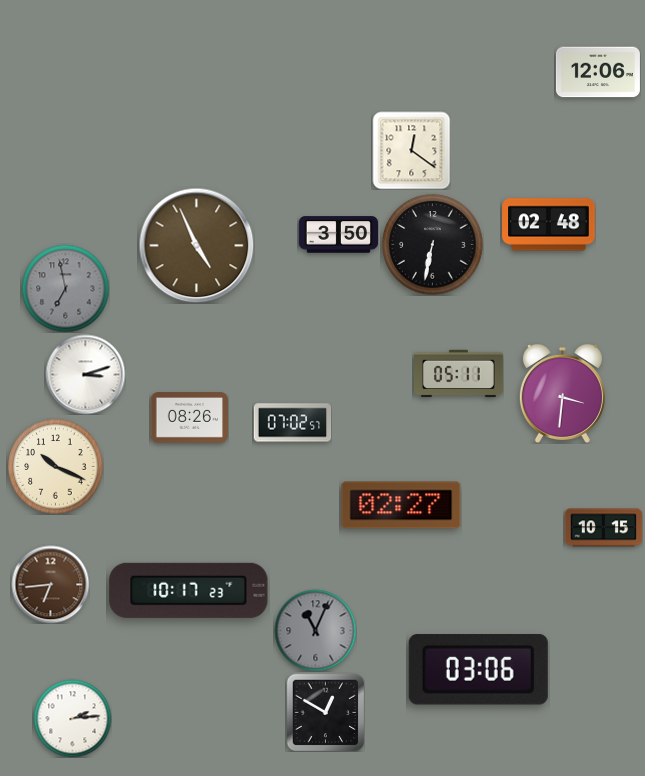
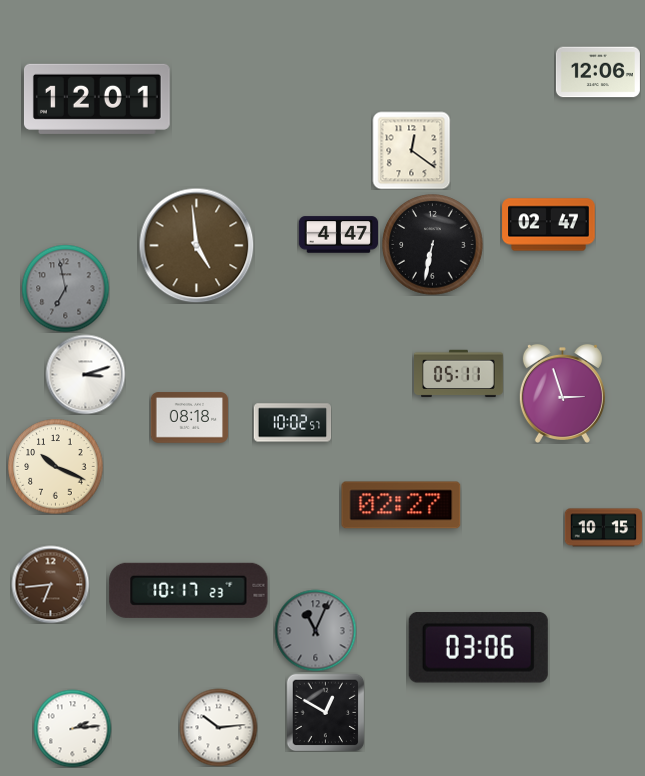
clock at (97, 99): none -> 12:01
clock at (549, 225): 02:48 -> 02:47
clock at (338, 235): 3:50 -> 4:47
clock at (196, 245): 4:56 -> 4:59
clock at (562, 393): 3:31 -> 2:57
clock at (189, 418): 08:26 -> 08:18
clock at (292, 423): 07:02 -> 10:02
clock at (478, 670) position: (478, 670) -> (478, 648)
clock at (72, 718) position: (72, 718) -> (72, 728)
clock at (218, 727): none -> 10:14
